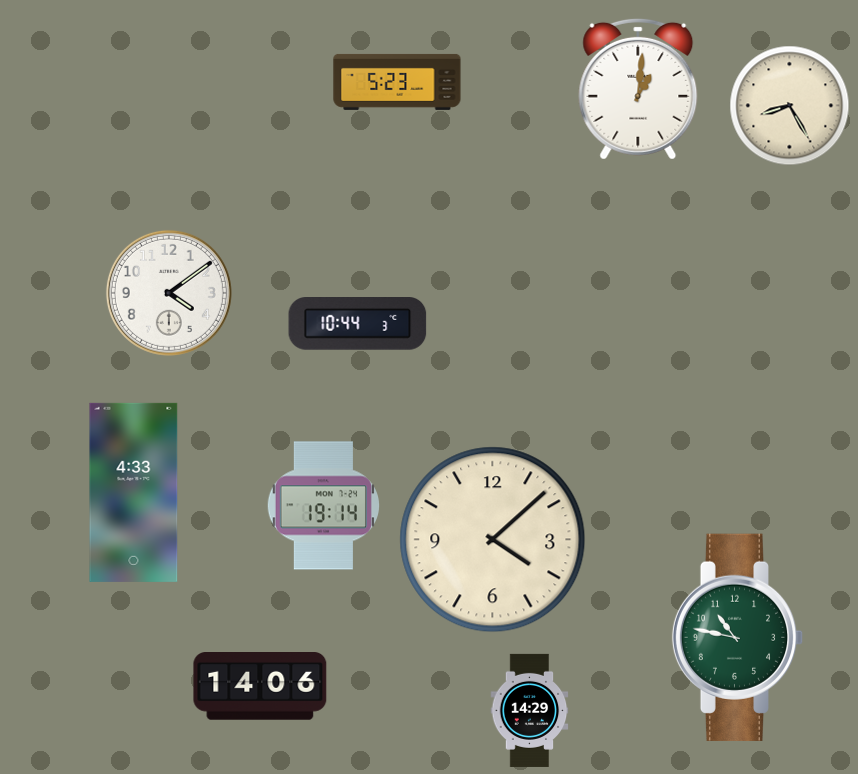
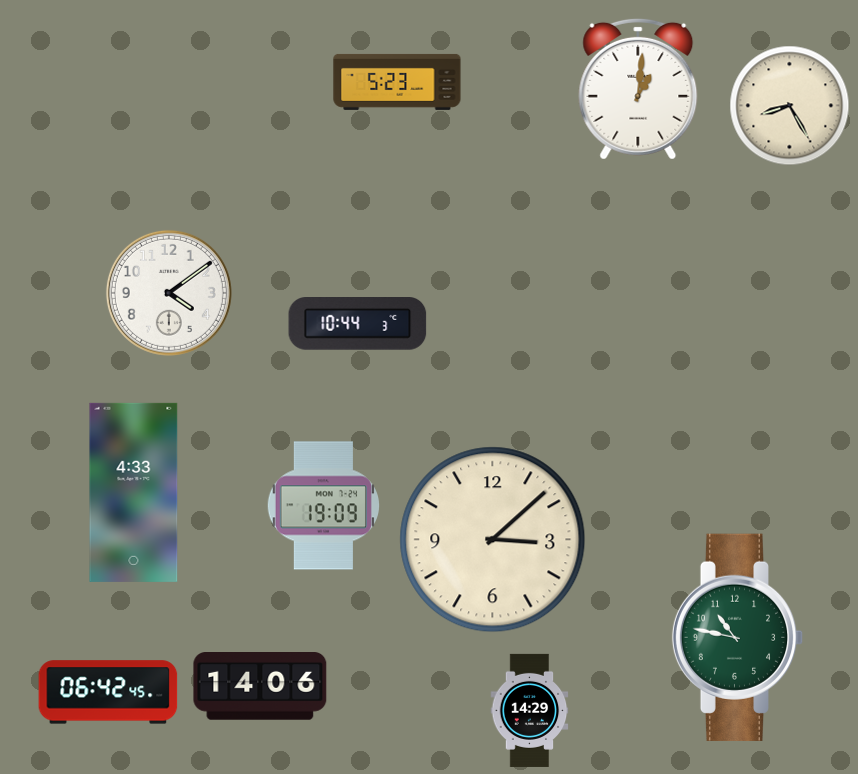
clock at (323, 506): 19:14 -> 19:09
clock at (493, 540): 4:08 -> 3:08
clock at (108, 692): none -> 06:42
